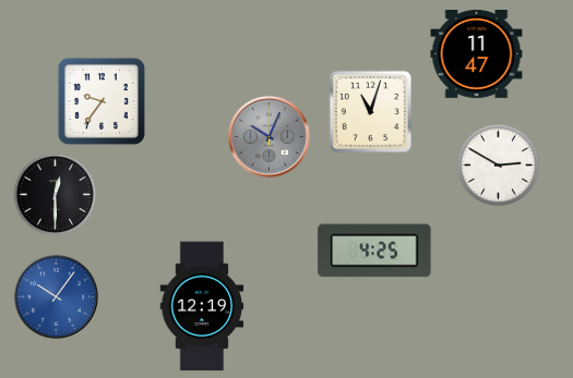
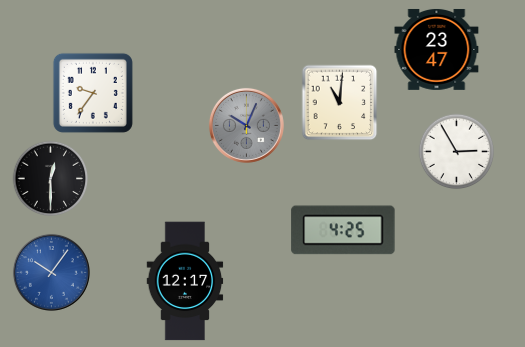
clock at (477, 53): 11:47 -> 23:47
clock at (371, 112): 11:03 -> 11:01
clock at (499, 166): 2:50 -> 2:55
clock at (202, 306): 12:19 -> 12:17
